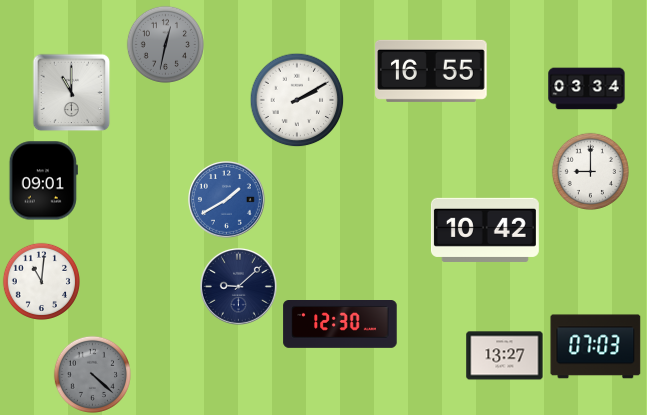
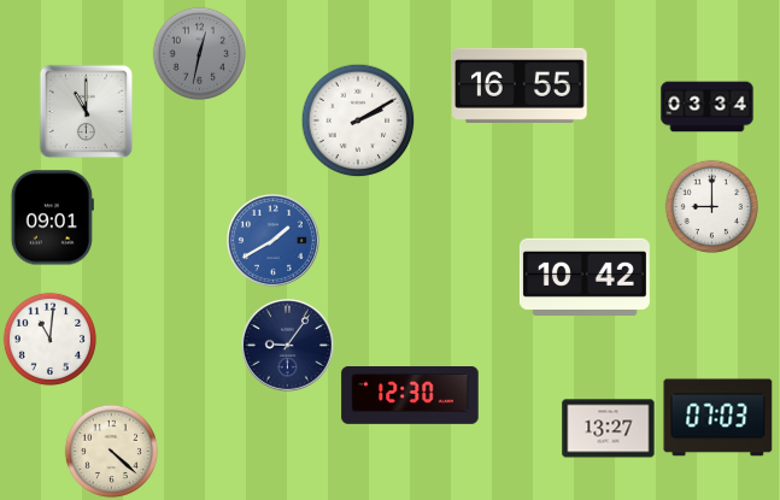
clock at (239, 287): 9:08 -> 9:06
clock at (340, 325) position: (340, 325) -> (410, 396)
clock at (92, 374) dial: grey -> cream
